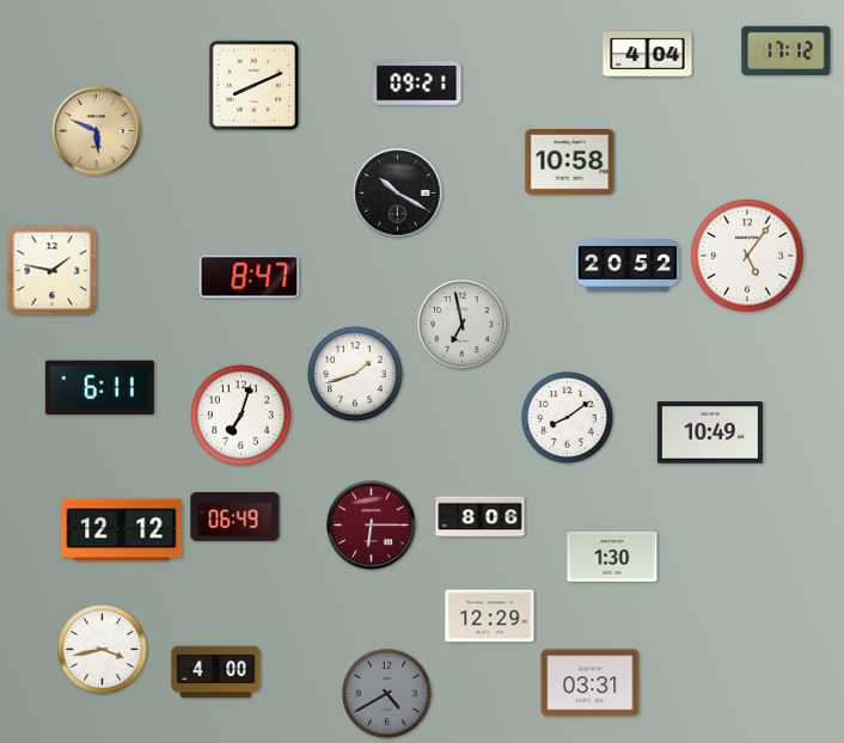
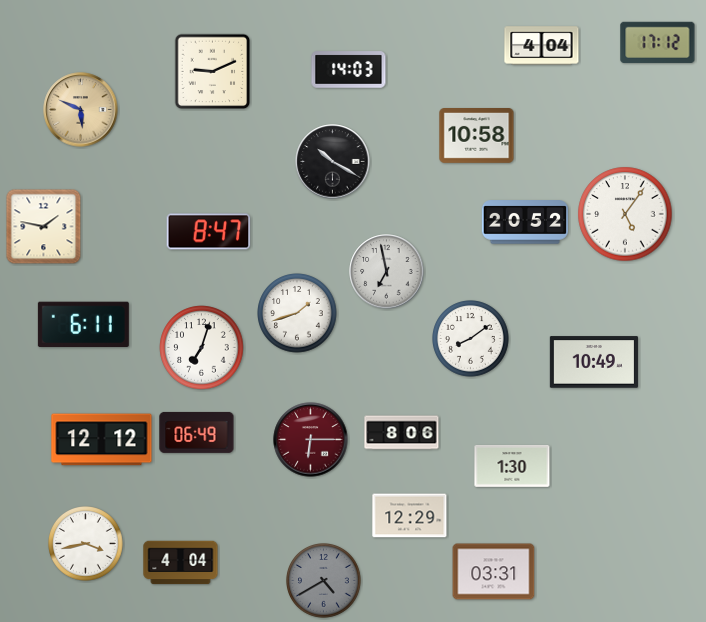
clock at (417, 84): 09:21 -> 14:03
clock at (255, 86): 8:11 -> 9:11
clock at (568, 418) position: (568, 418) -> (471, 339)
clock at (122, 530) position: (122, 530) -> (102, 440)
clock at (216, 673): 4:00 -> 4:04
